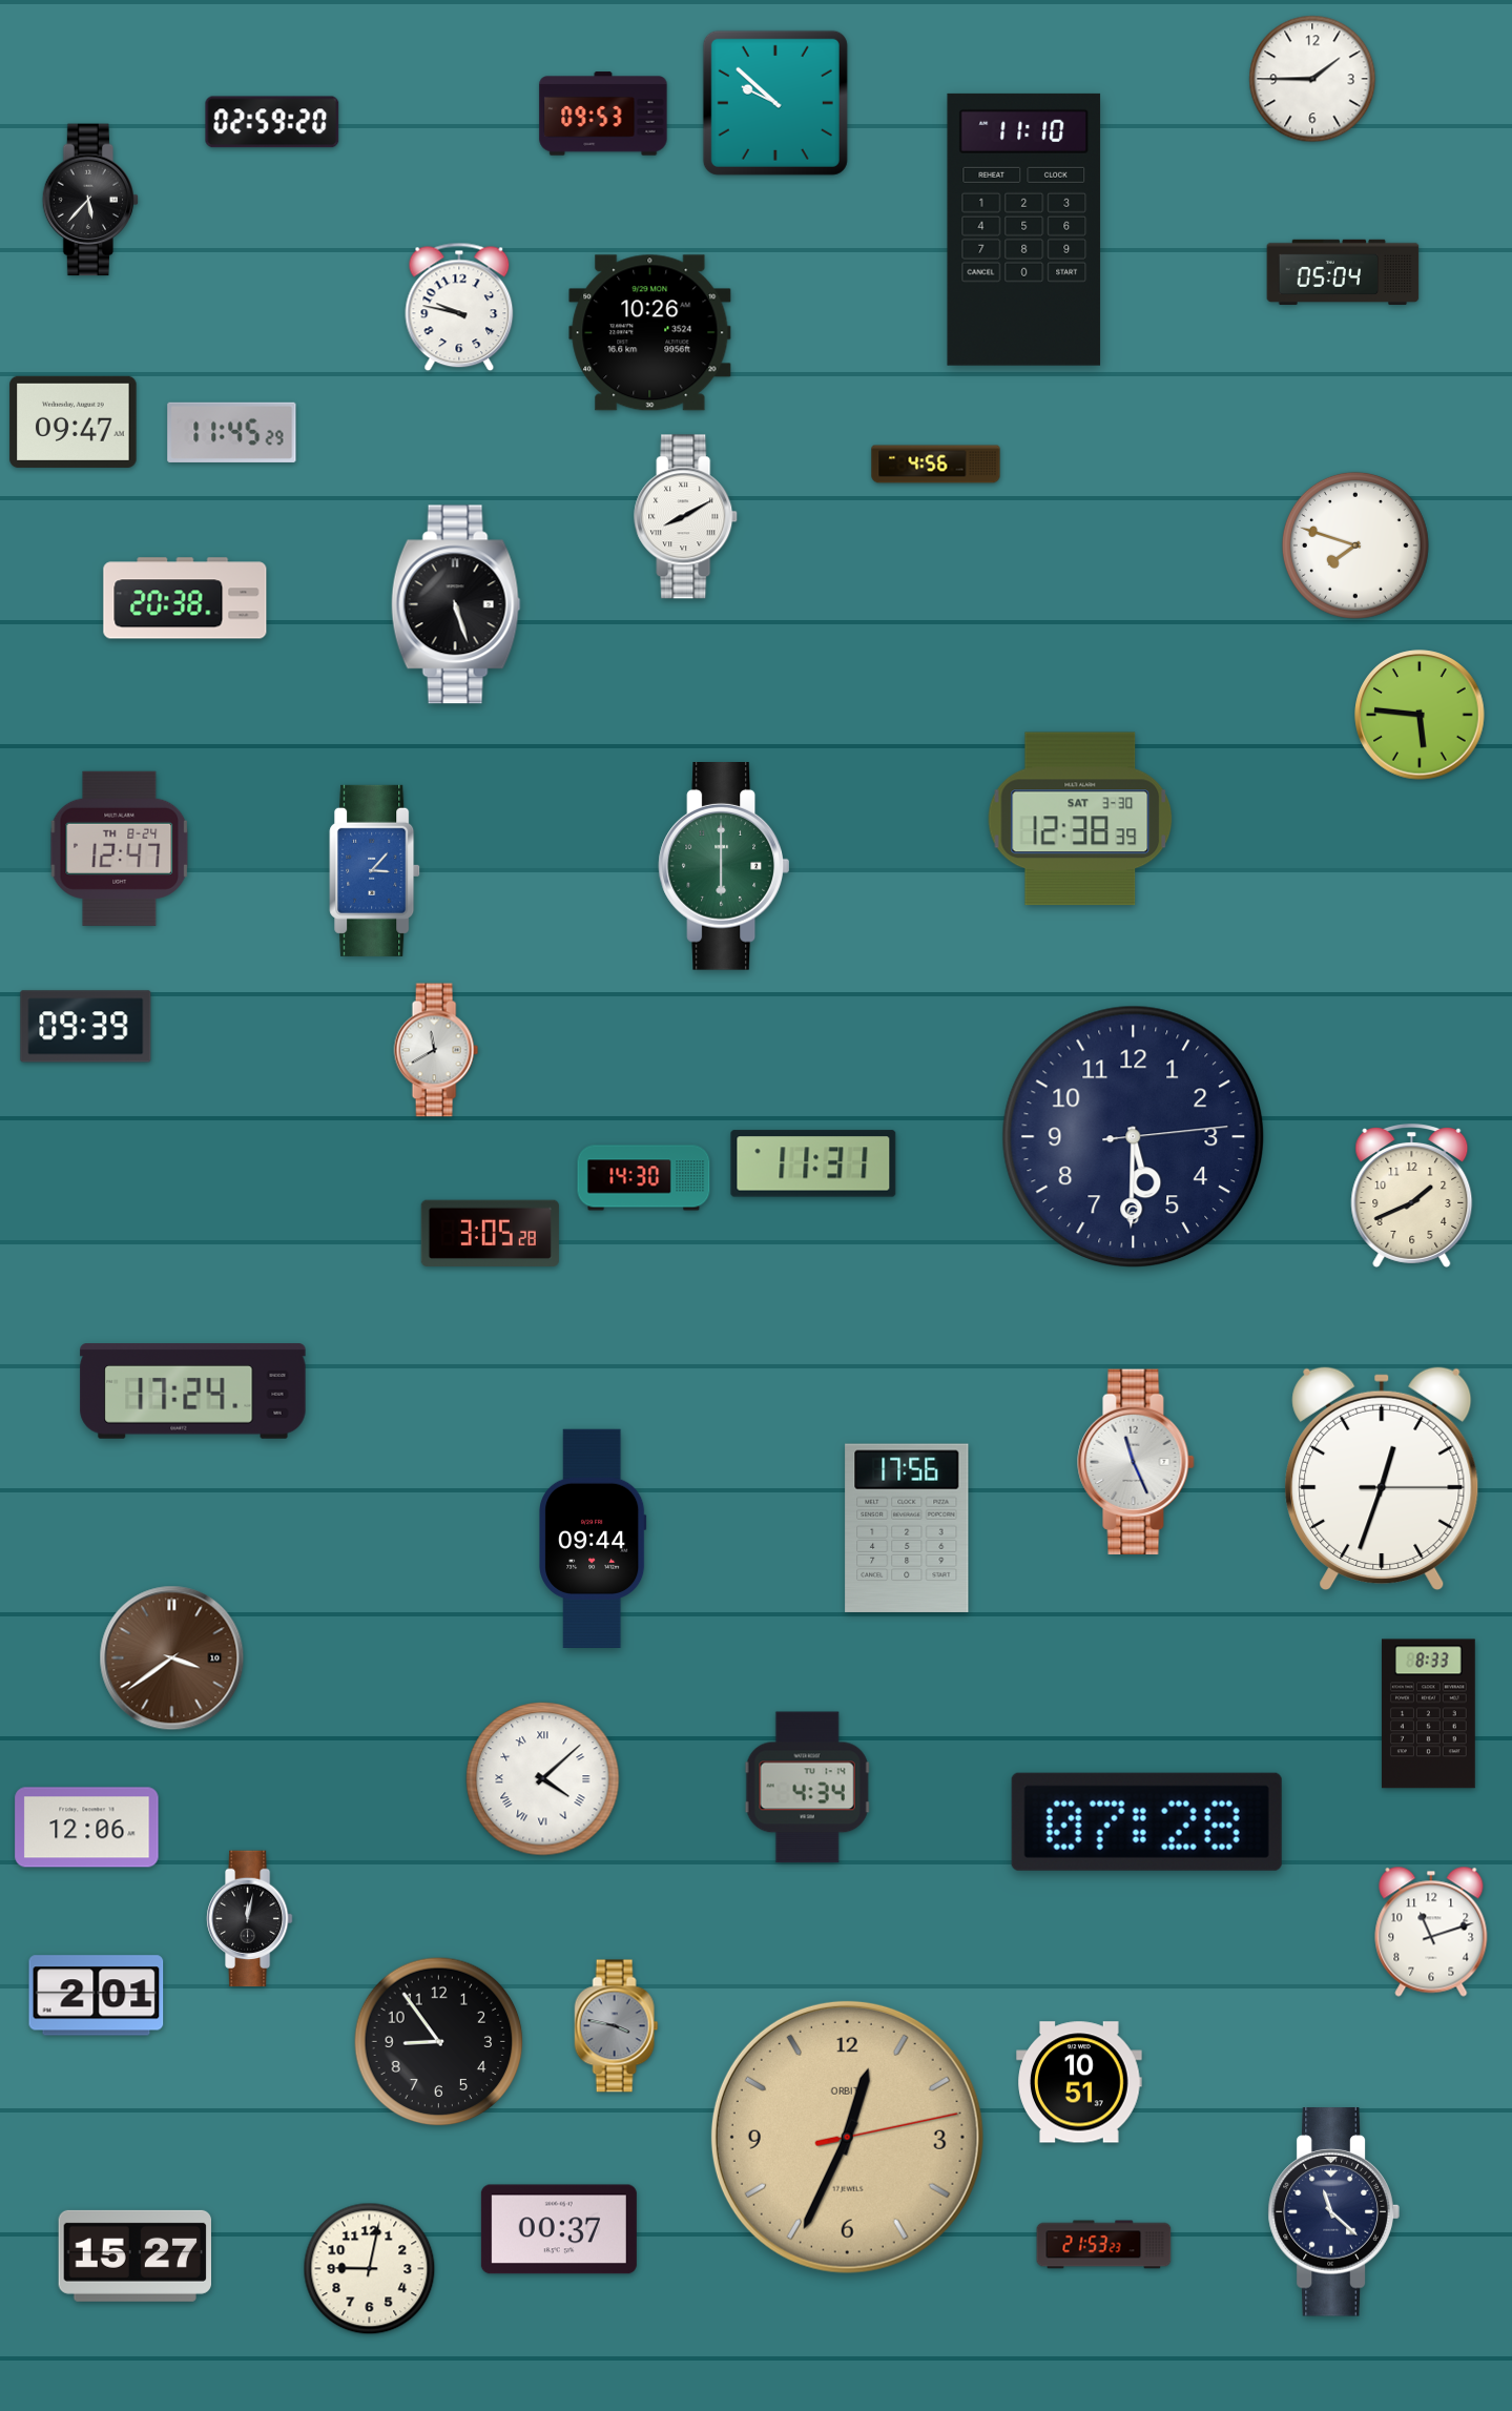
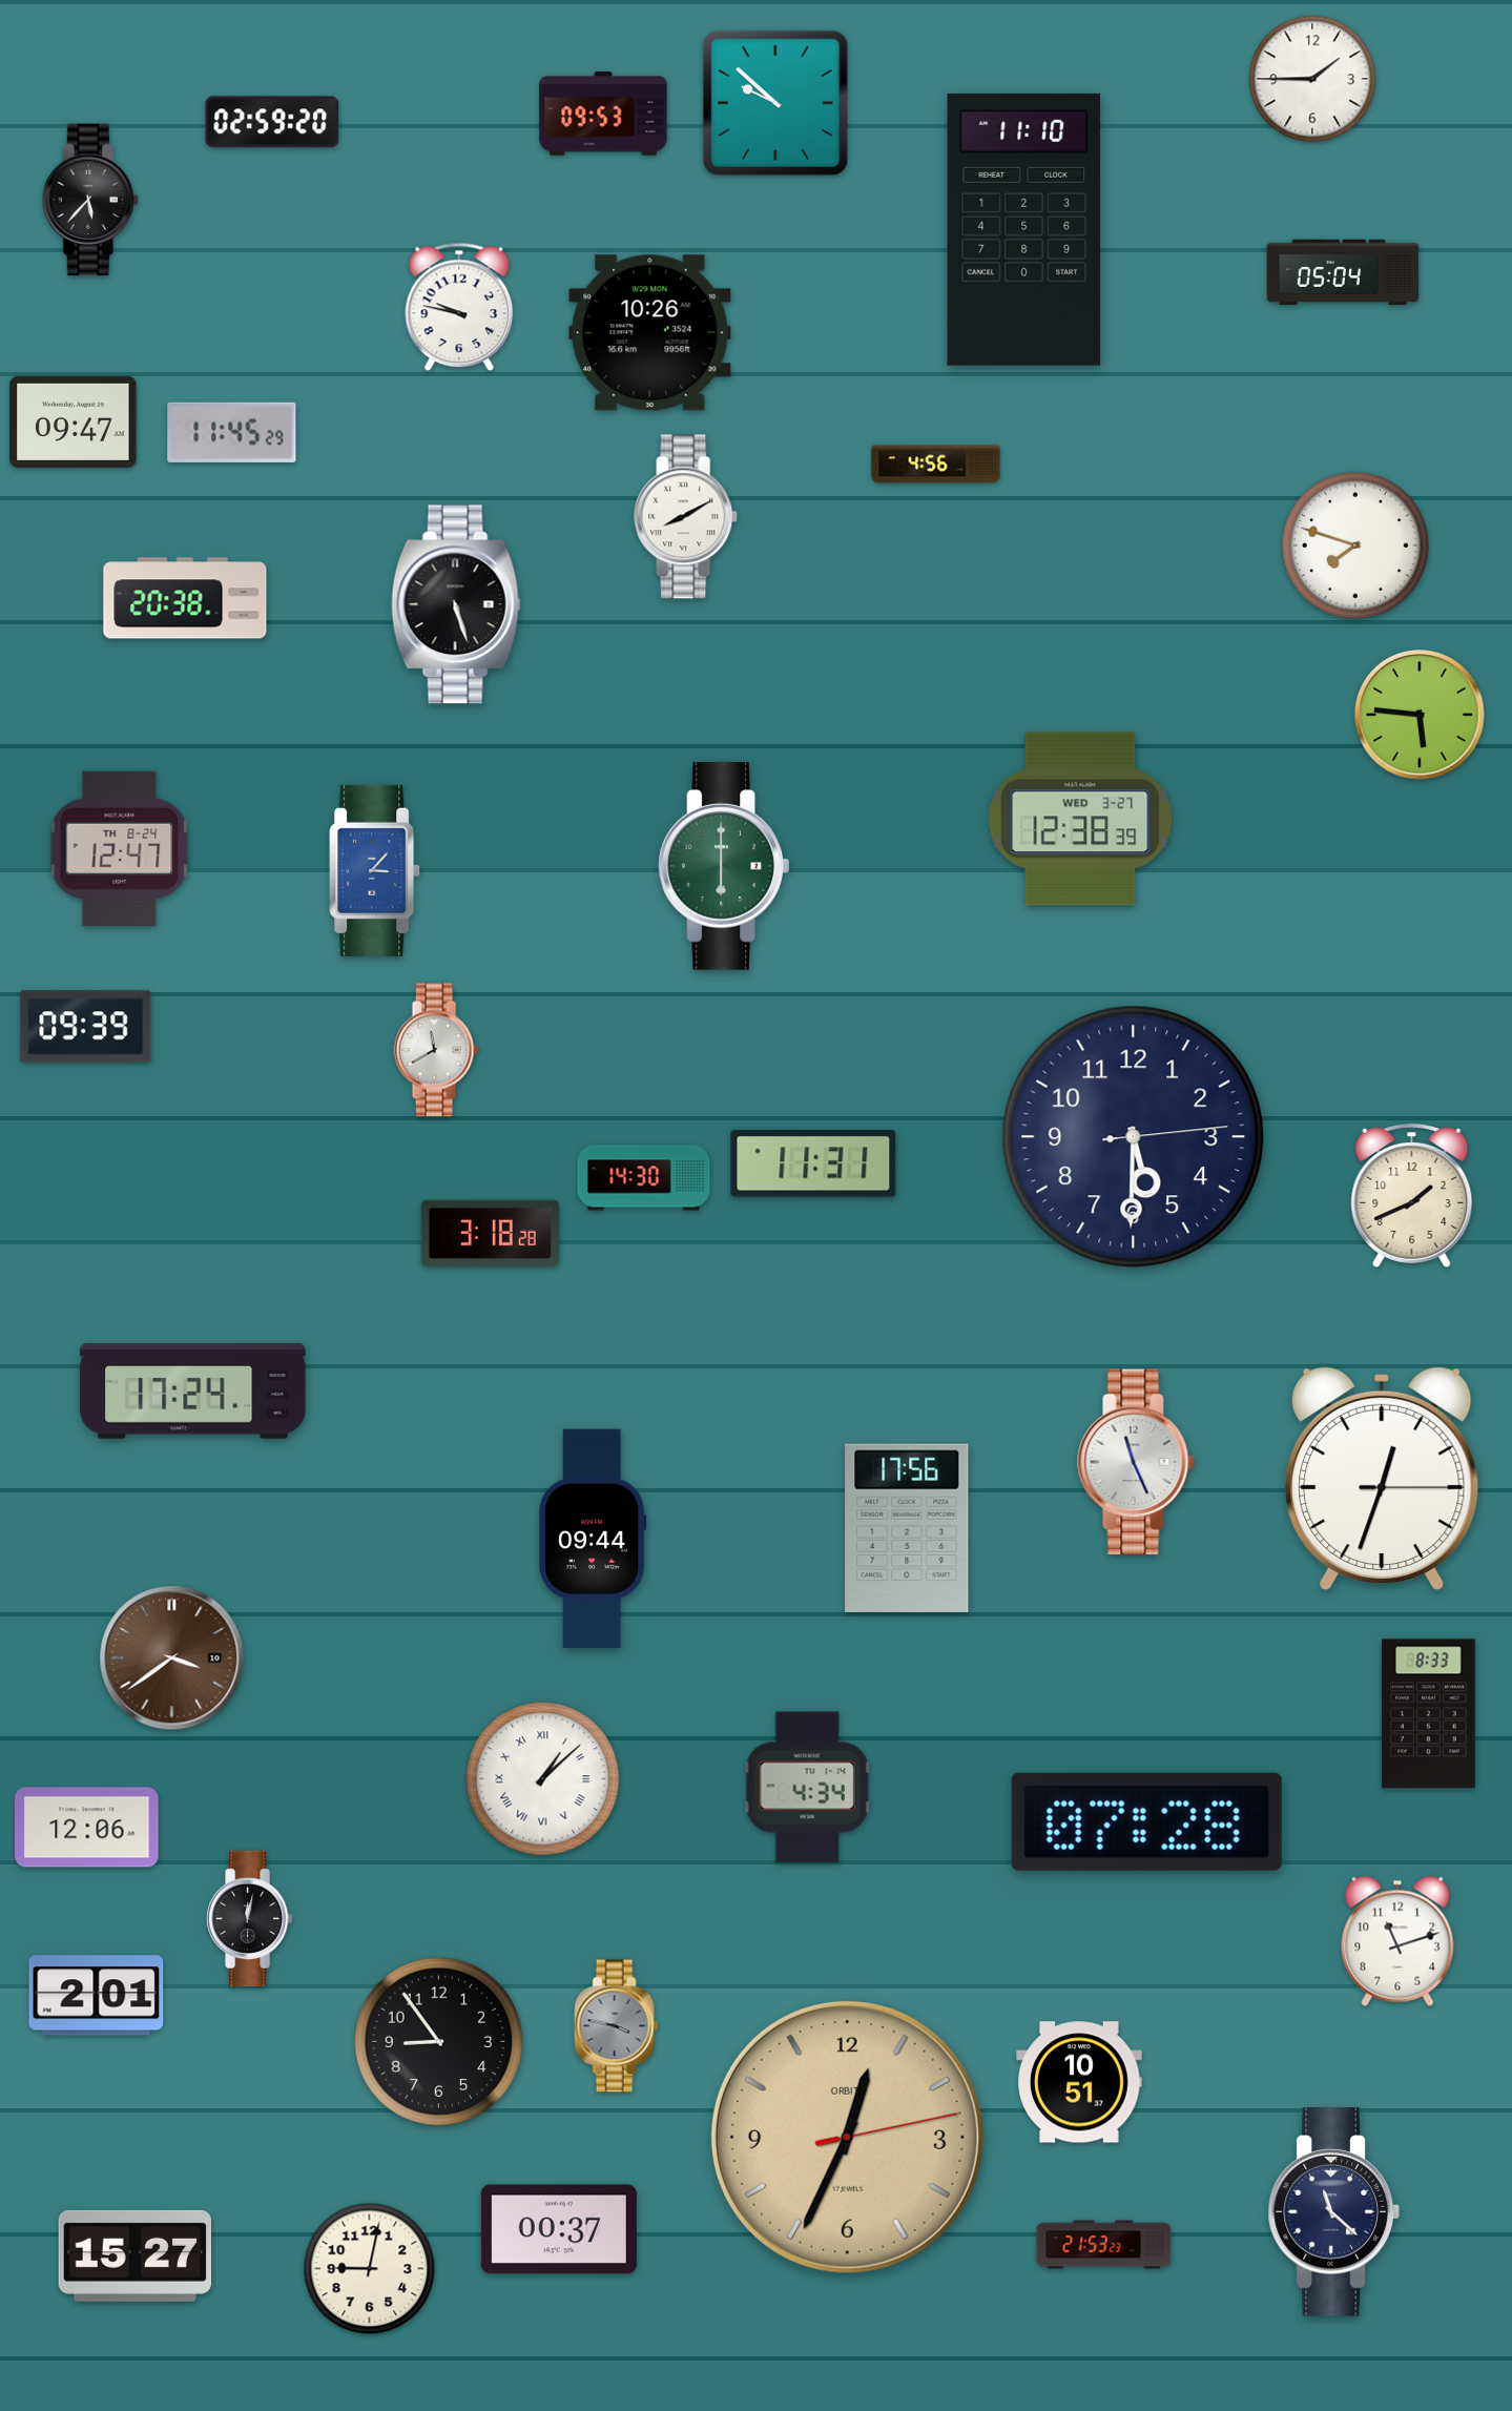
clock at (1080, 819) date: SAT 3-30 -> WED 3-27
clock at (490, 1233): 3:05 -> 3:18
clock at (543, 1779): 4:08 -> 1:08
clock at (1431, 1932) position: (1431, 1932) -> (1397, 1941)
